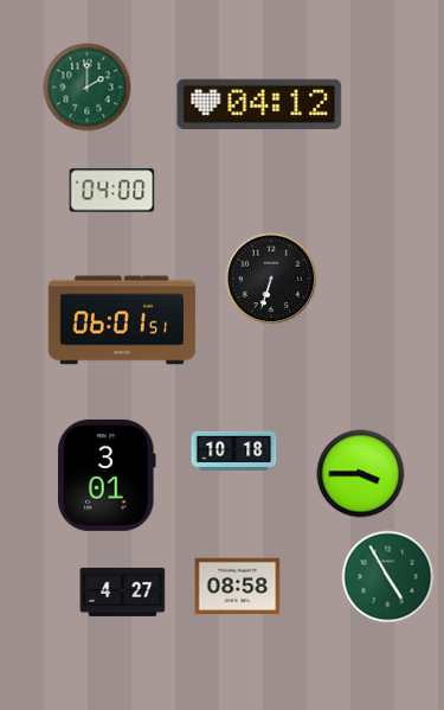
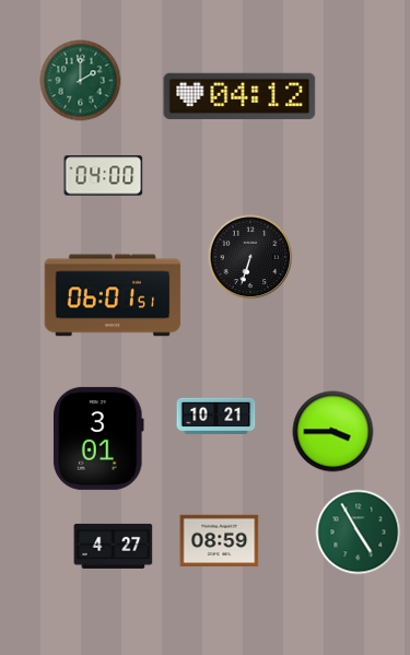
clock at (234, 450): 10:18 -> 10:21
clock at (361, 474) position: (361, 474) -> (333, 432)
clock at (238, 587): 08:58 -> 08:59
